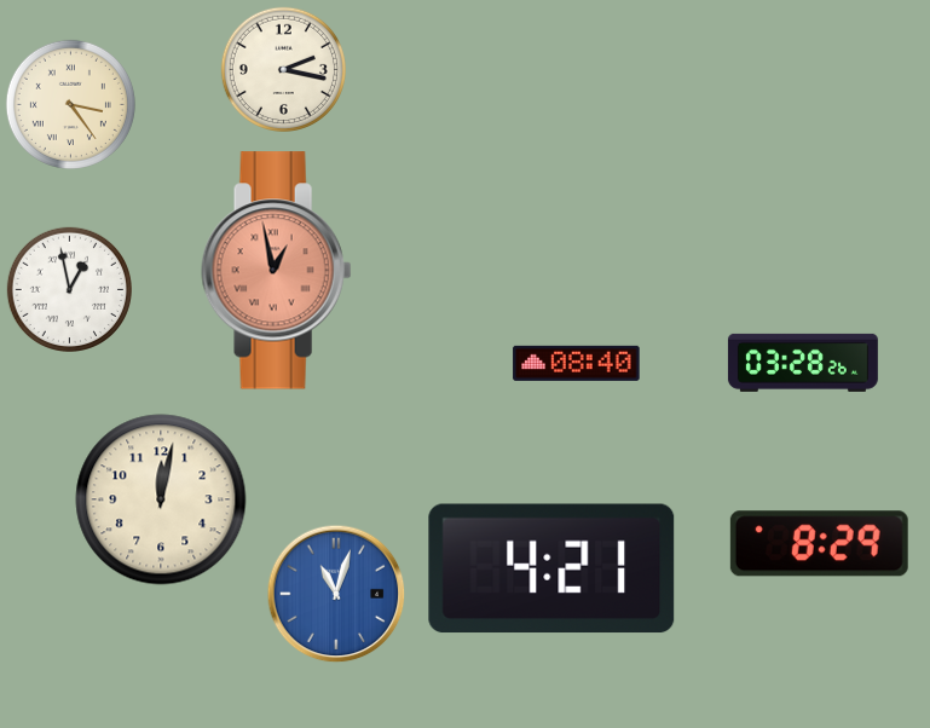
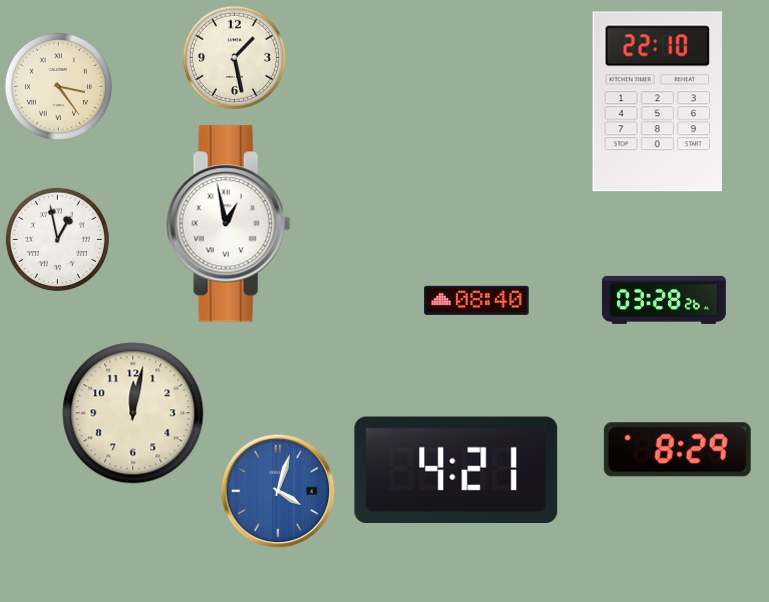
clock at (283, 69): 2:17 -> 1:28
clock at (657, 102): none -> 22:10
clock at (277, 271) dial: salmon -> white
clock at (336, 594): 11:03 -> 4:03
